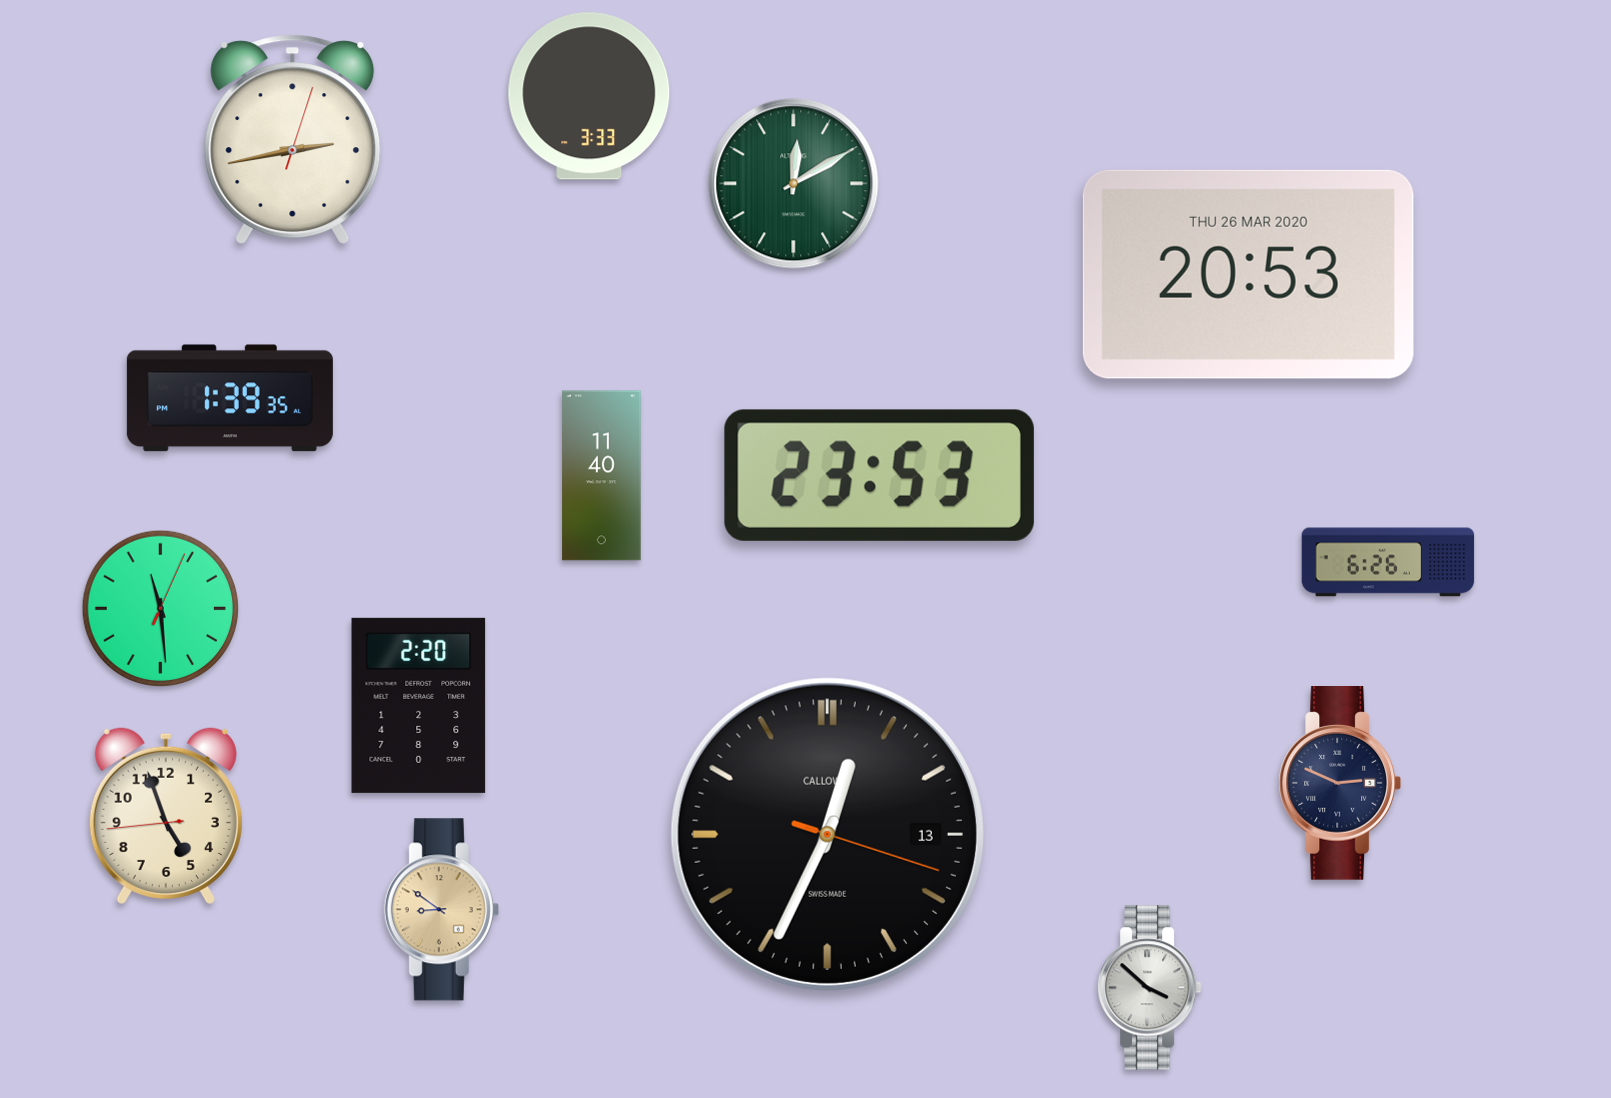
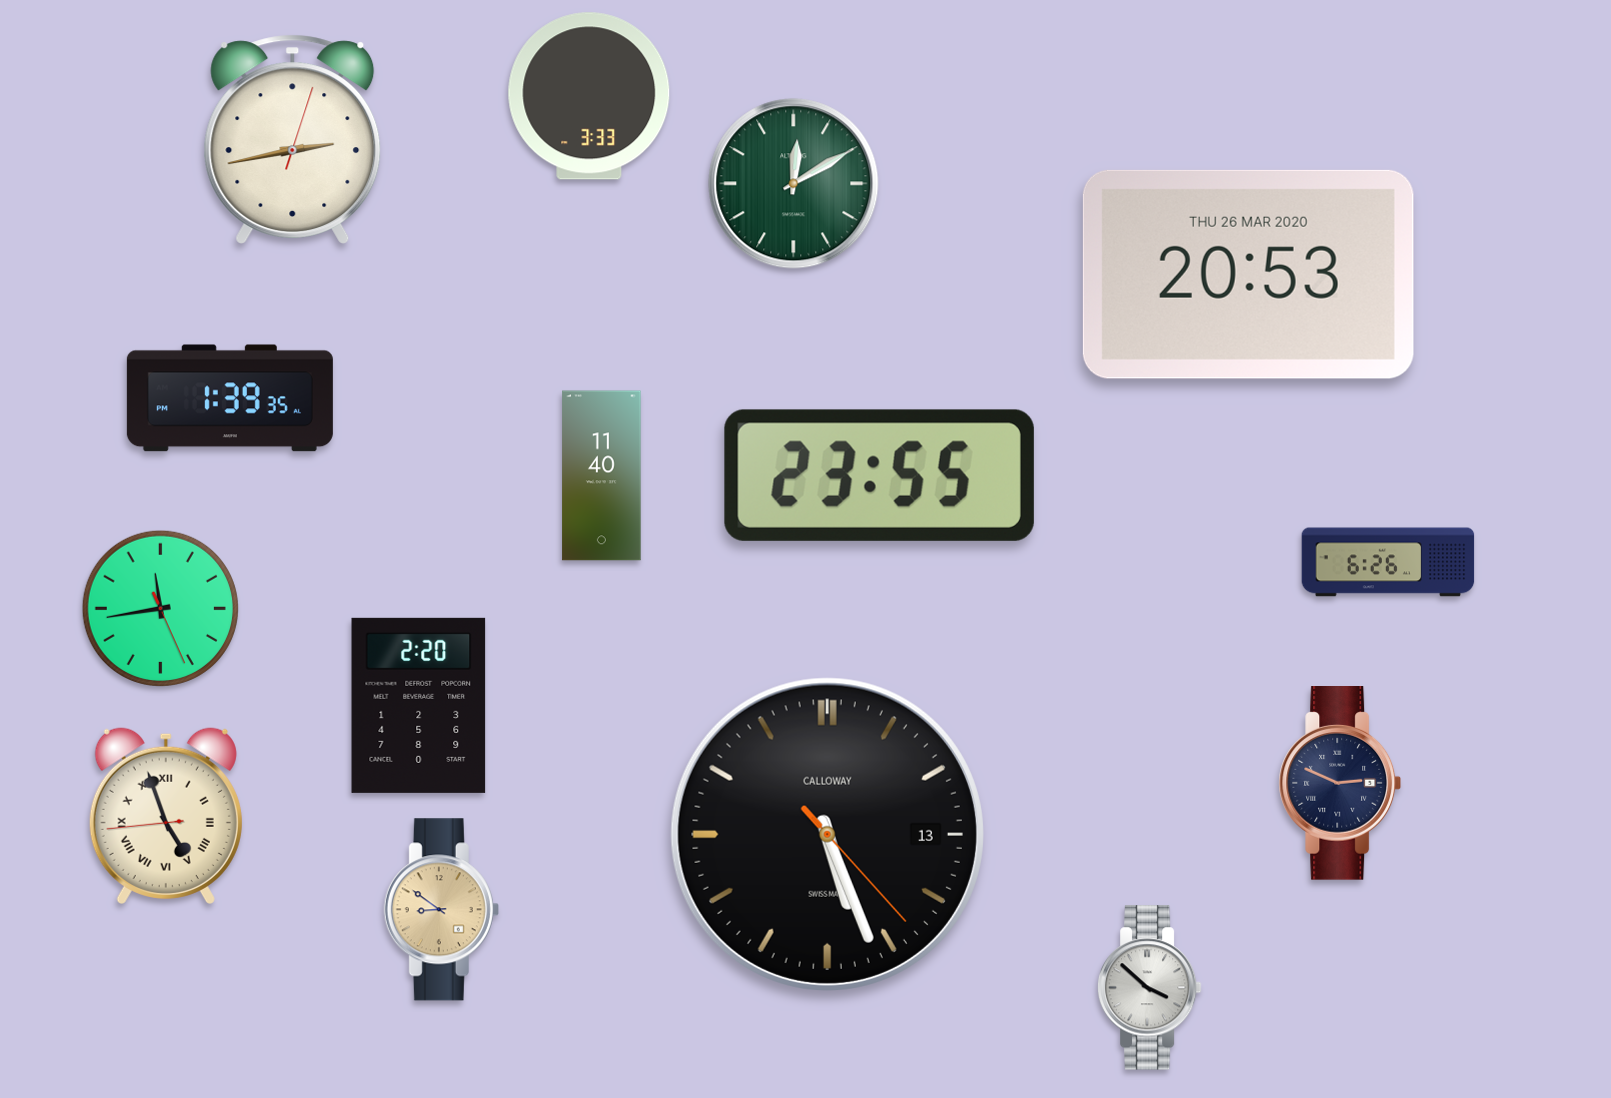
clock at (879, 475): 23:53 -> 23:55
clock at (160, 608): 11:29 -> 11:43
clock at (166, 816) numerals: Arabic -> Roman
clock at (827, 834): 12:34 -> 5:26
